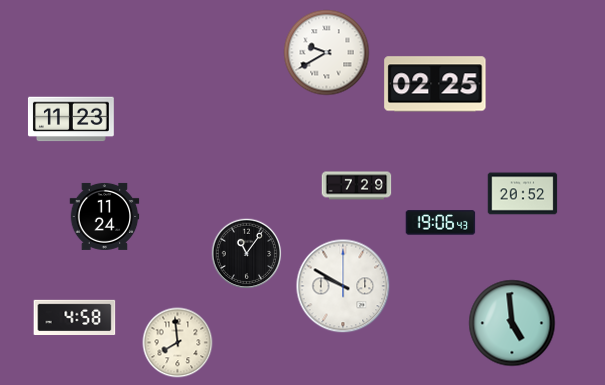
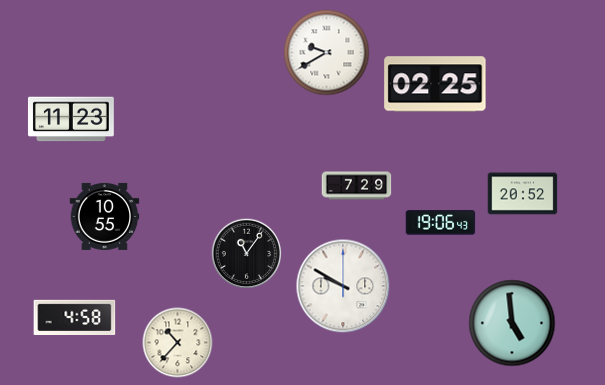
clock at (105, 216): 11:24 -> 10:55
clock at (178, 343): 7:59 -> 10:37
